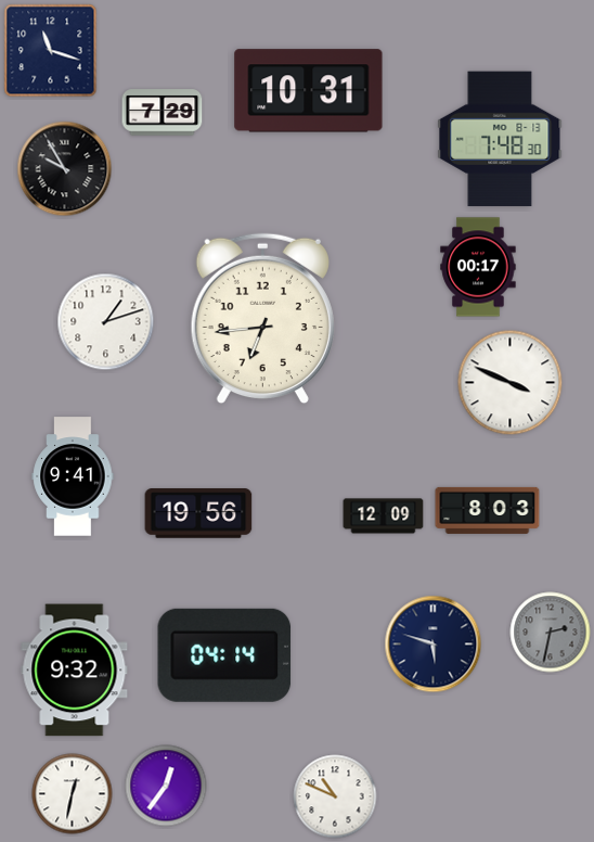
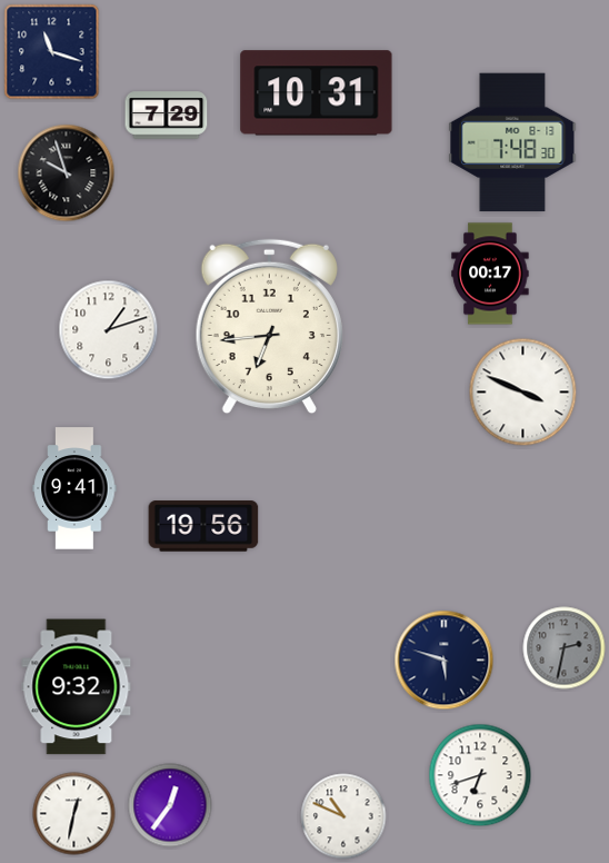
clock at (65, 169): 9:55 -> 9:57
clock at (488, 510): 8:03 -> none
clock at (384, 516): 12:09 -> none
clock at (224, 655): 04:14 -> none
clock at (480, 775): none -> 6:42
